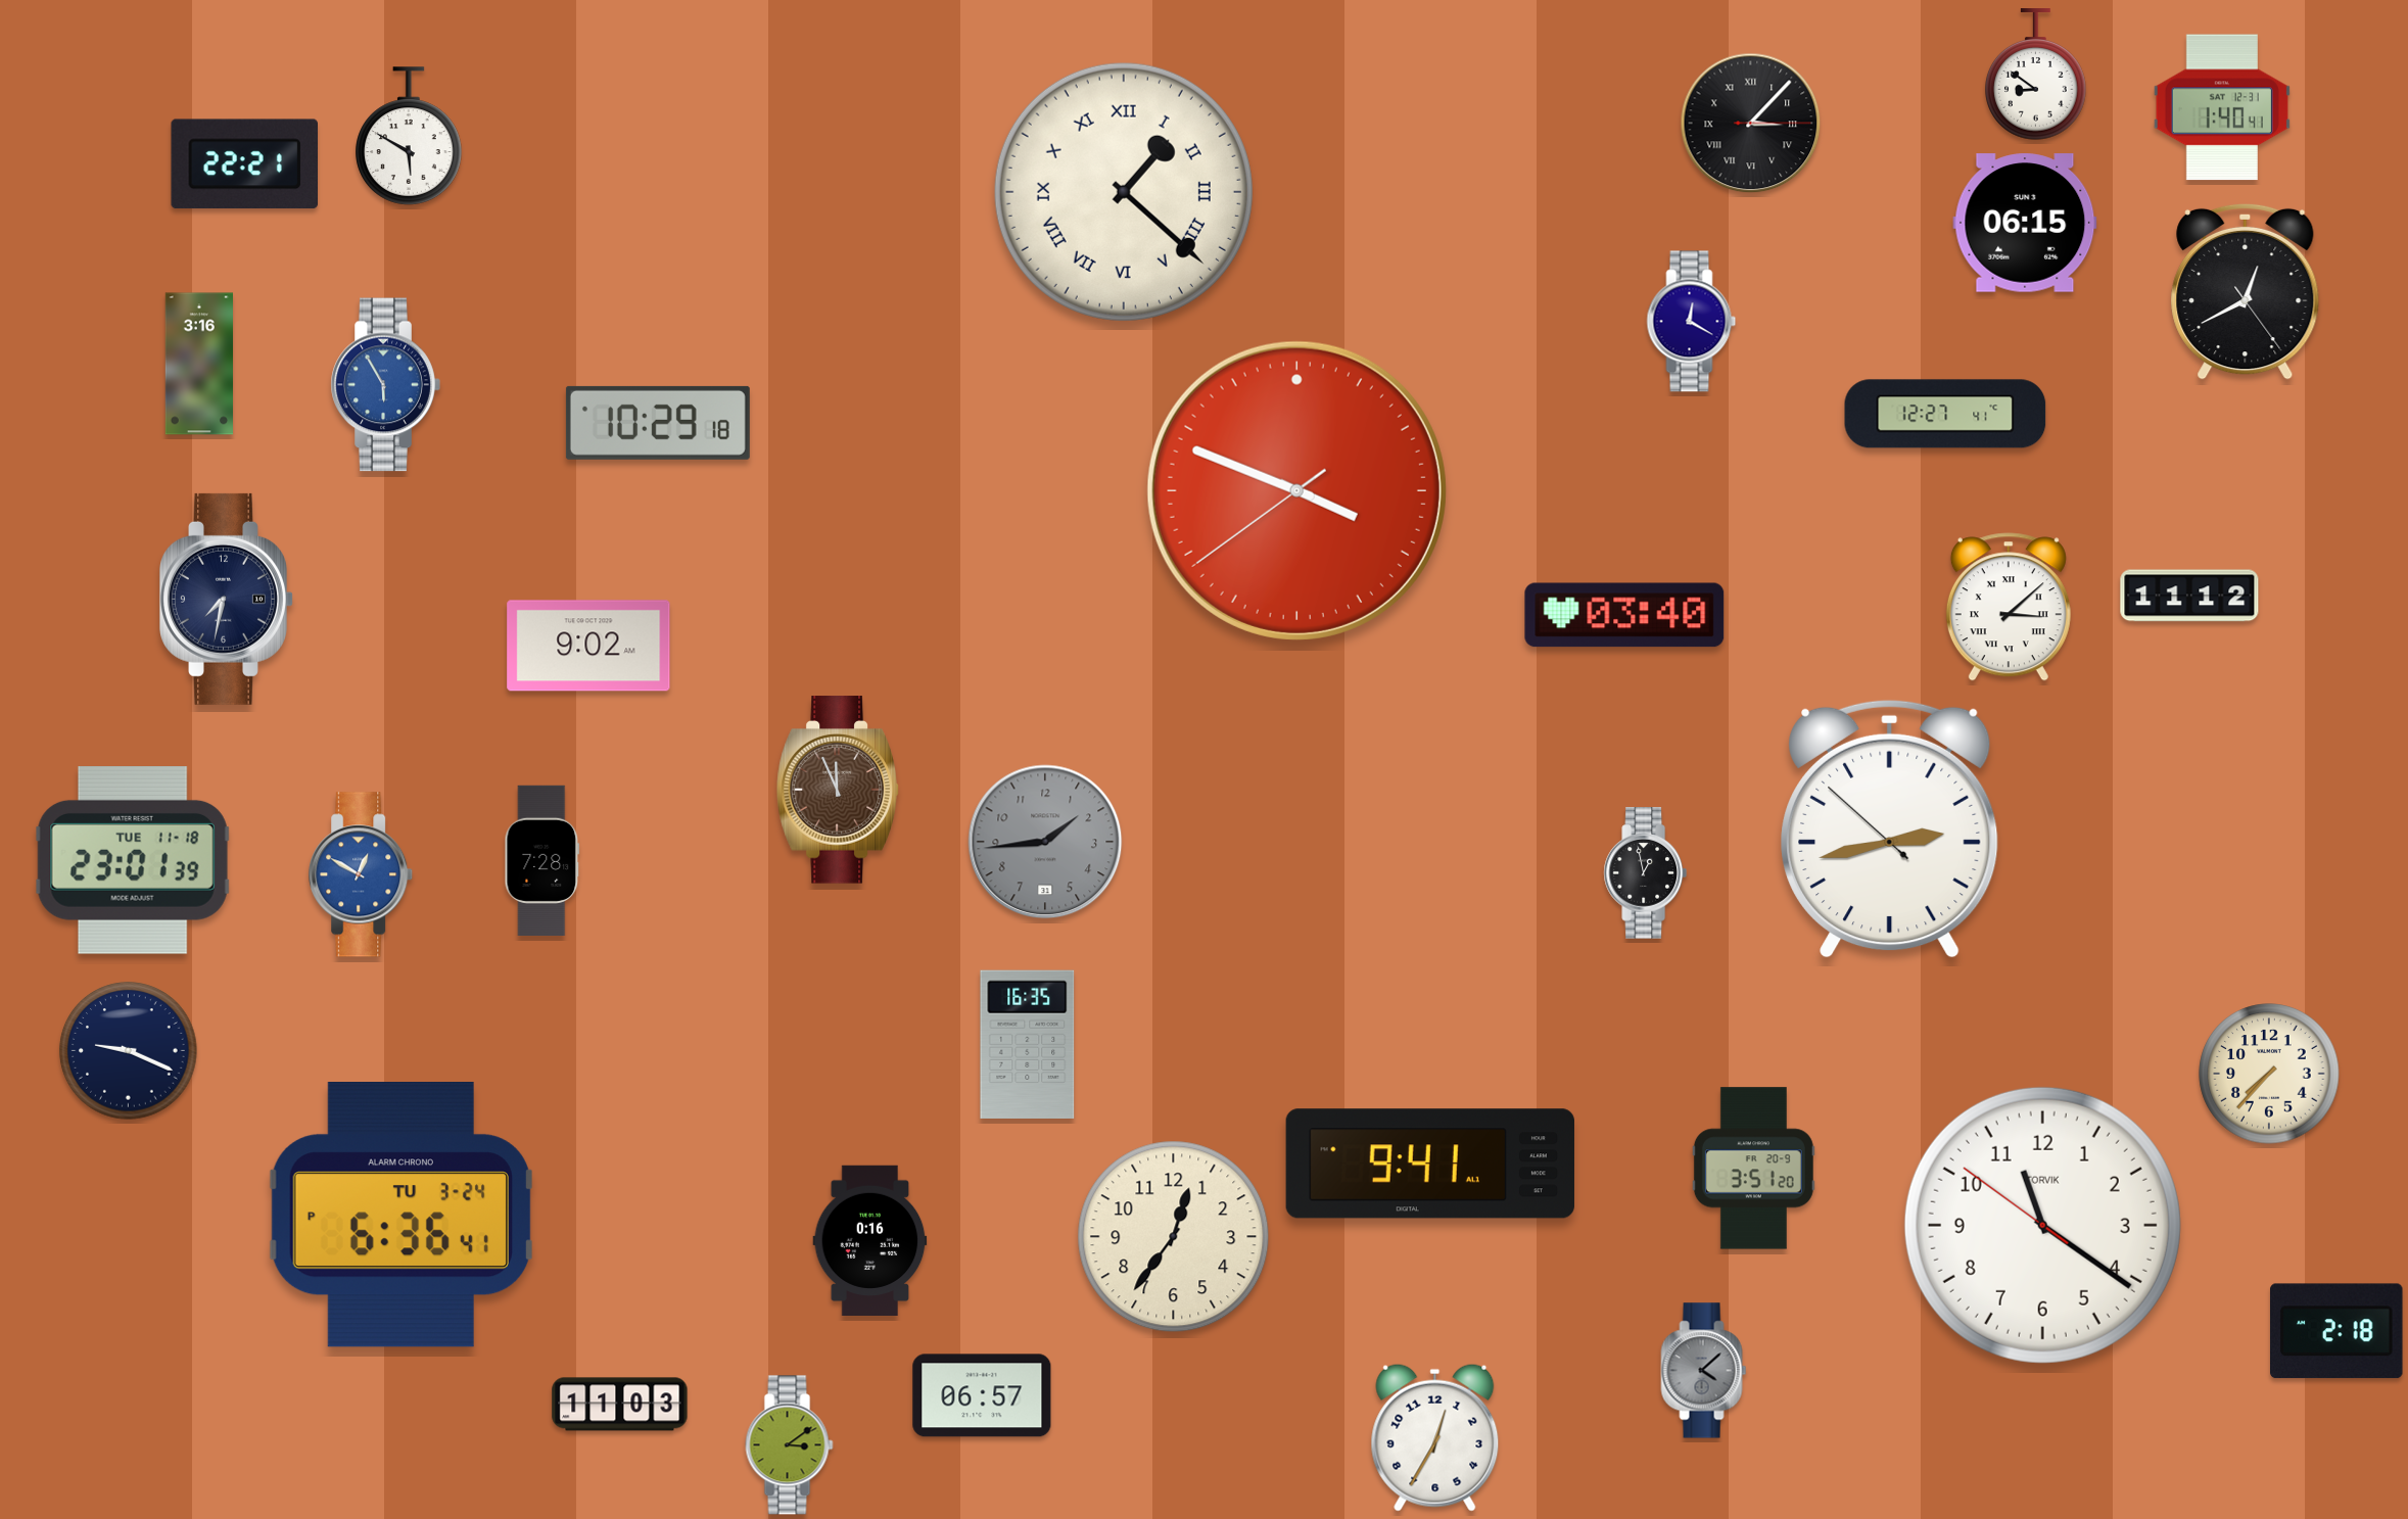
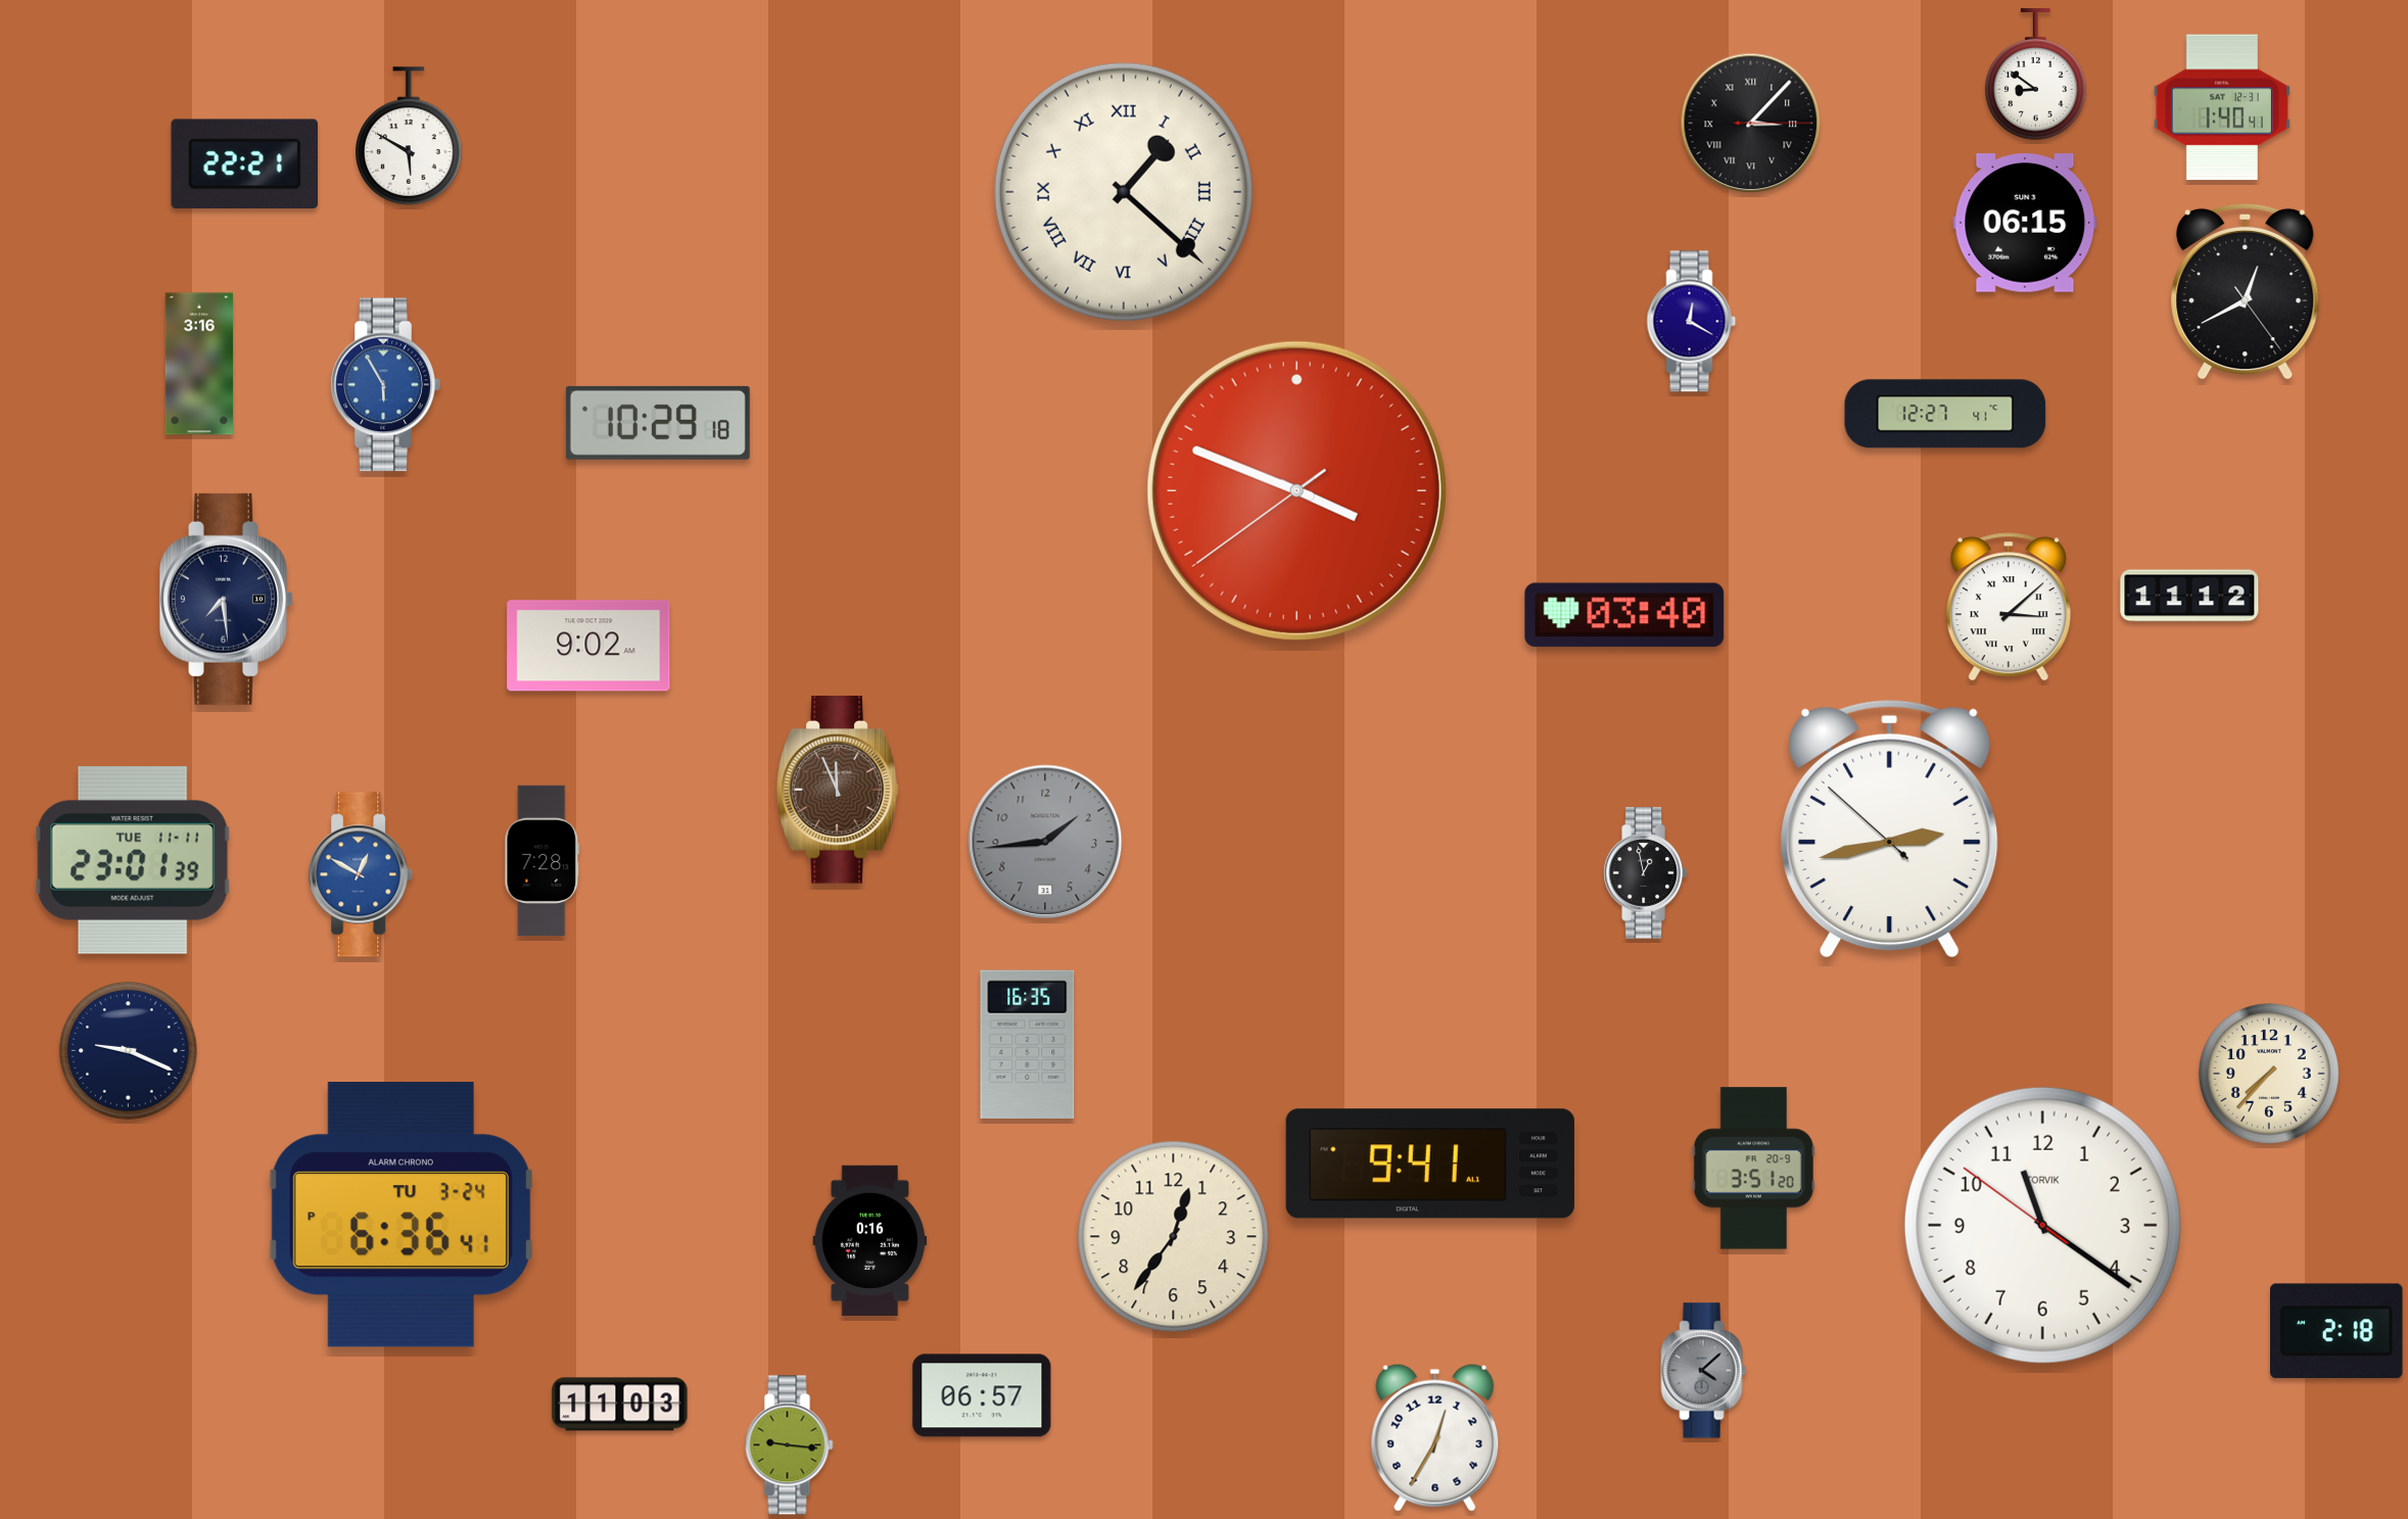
clock at (227, 599): 7:32 -> 7:29
clock at (133, 861) date: TUE 11-18 -> TUE 11-11
clock at (790, 1445): 3:09 -> 9:16
